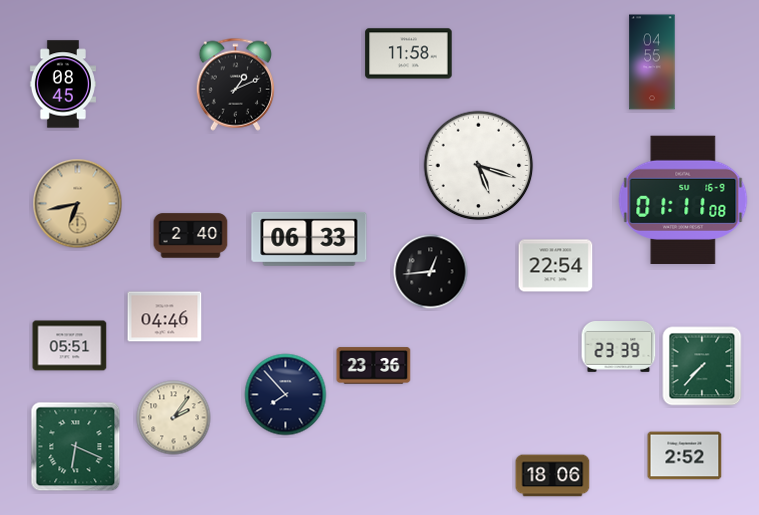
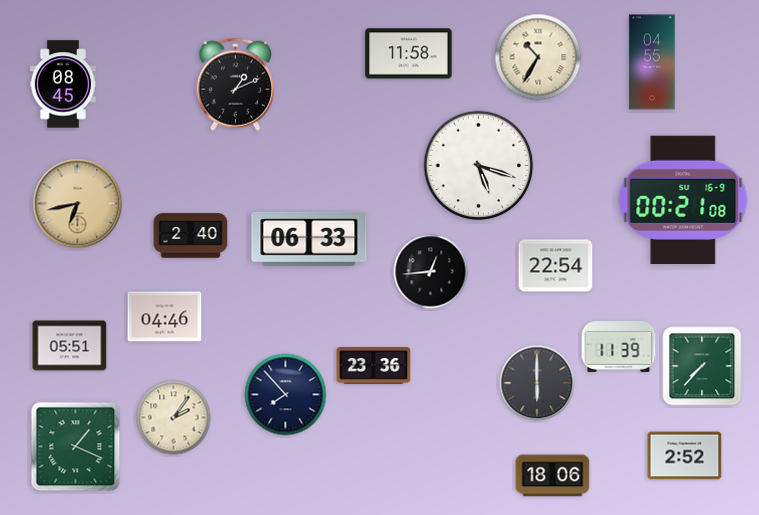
clock at (538, 57): none -> 10:35
clock at (683, 199): 01:11 -> 00:21
clock at (619, 347): 23:39 -> 11:39
clock at (537, 383): none -> 6:00
clock at (76, 447): 6:19 -> 1:19
